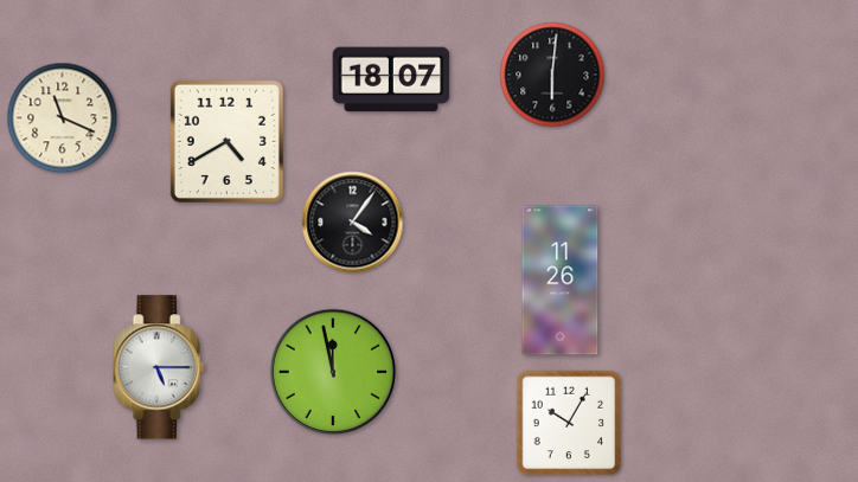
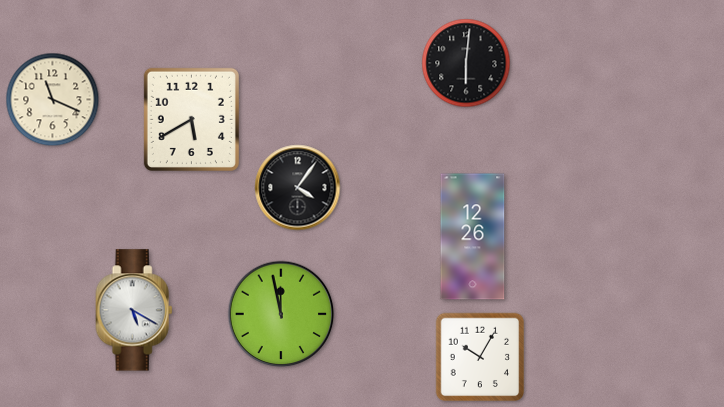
clock at (391, 79): 18:07 -> none
clock at (226, 141): 4:40 -> 5:40
clock at (561, 281): 11:26 -> 12:26
clock at (159, 367): 5:15 -> 5:20
